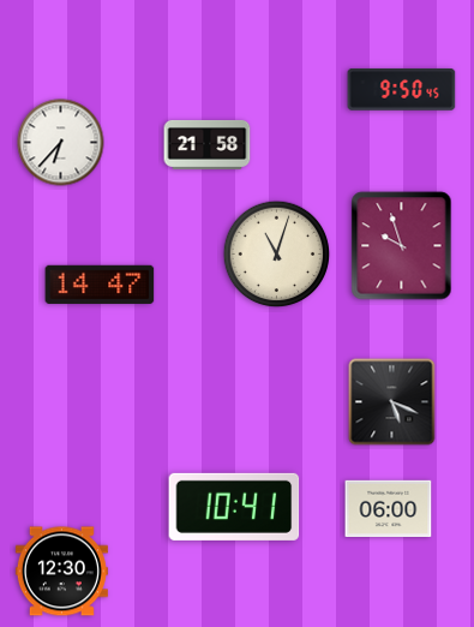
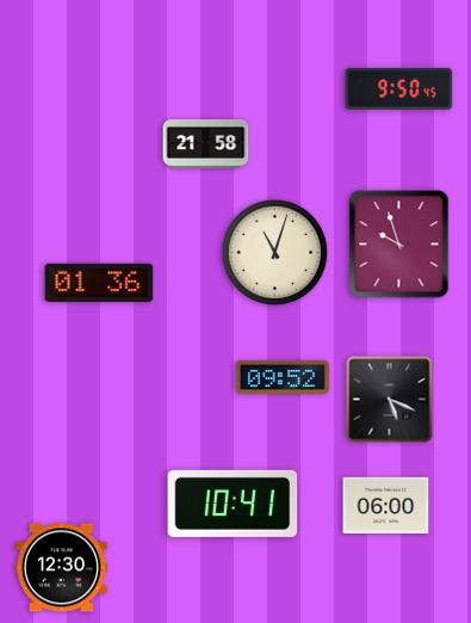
clock at (61, 143): 6:37 -> none
clock at (100, 285): 14:47 -> 01:36
clock at (283, 377): none -> 09:52
